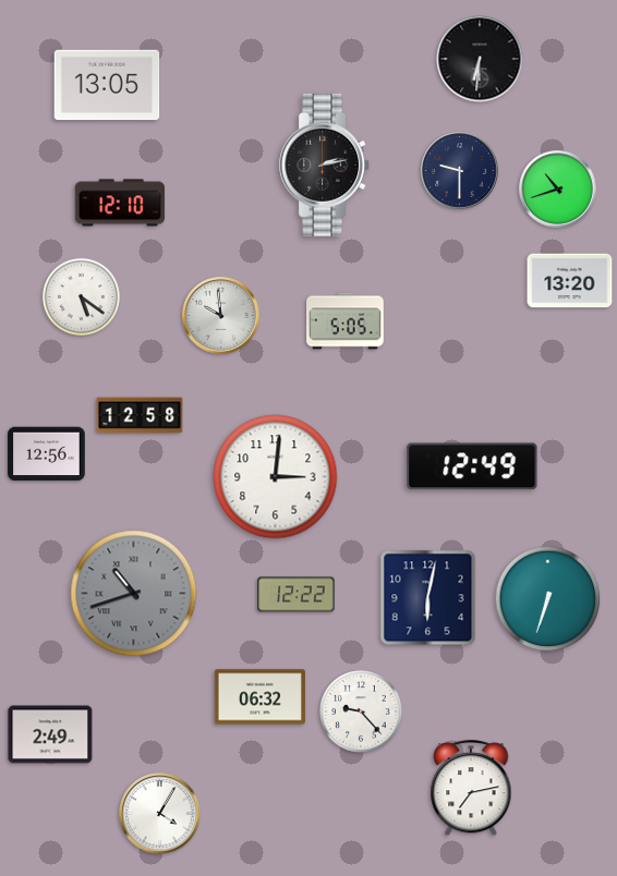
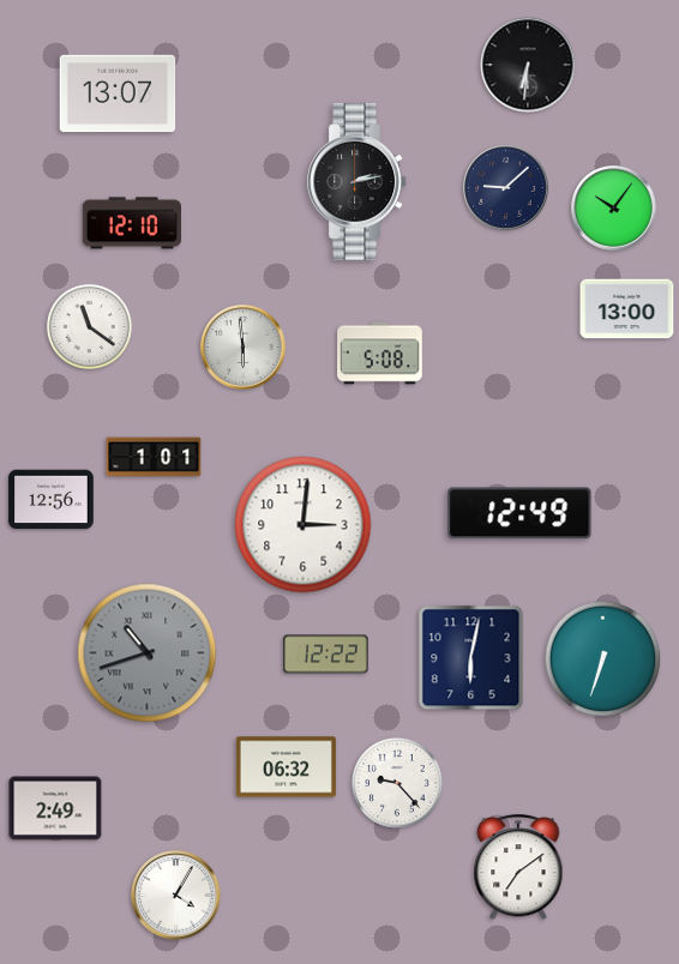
clock at (107, 85): 13:05 -> 13:07
clock at (460, 171): 9:30 -> 9:08
clock at (558, 190): 10:42 -> 10:06
clock at (570, 281): 13:20 -> 13:00
clock at (81, 296): 5:21 -> 11:21
clock at (221, 316): 9:59 -> 5:59
clock at (346, 321): 5:05 -> 5:08
clock at (140, 415): 12:58 -> 1:01
clock at (471, 789): 7:13 -> 7:09
